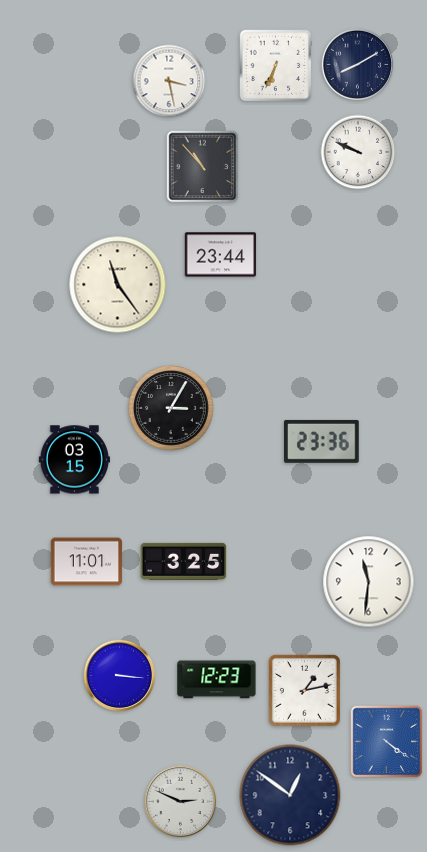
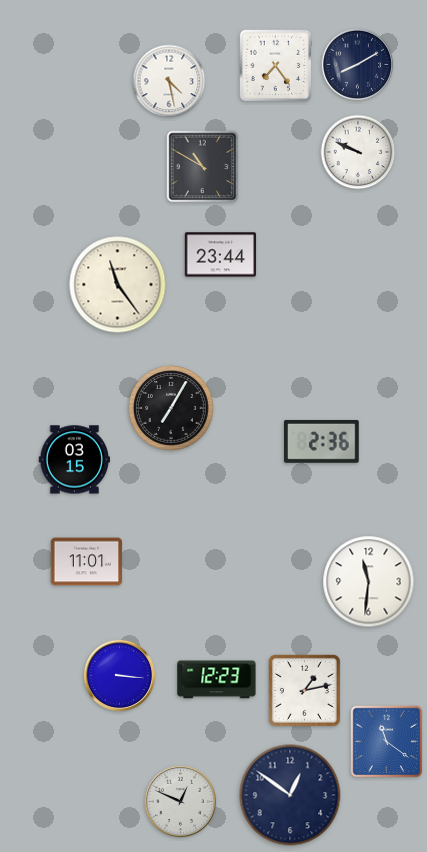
clock at (276, 66): 6:34 -> 7:24
clock at (169, 81): 3:28 -> 4:28
clock at (203, 167): 10:53 -> 10:50
clock at (172, 409): 3:05 -> 7:05
clock at (322, 441): 23:36 -> 2:36
clock at (184, 561): 3:25 -> none
clock at (387, 742): 4:21 -> 11:21
clock at (181, 802): 2:49 -> 12:49
